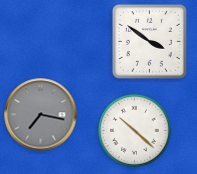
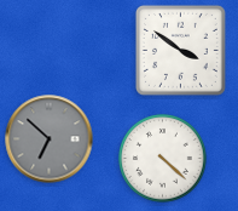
clock at (41, 115): 7:17 -> 6:52
clock at (135, 131): 10:22 -> 4:22
